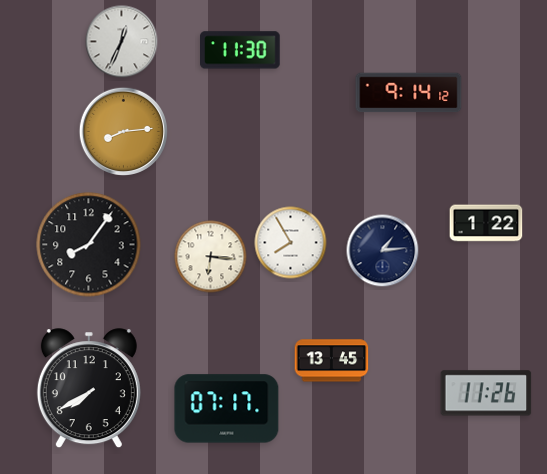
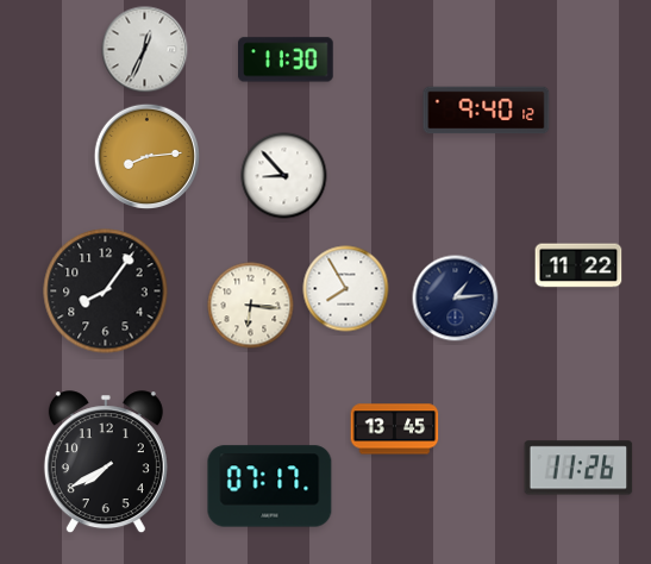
clock at (409, 93): 9:14 -> 9:40
clock at (284, 176): none -> 8:53
clock at (486, 223): 1:22 -> 11:22
